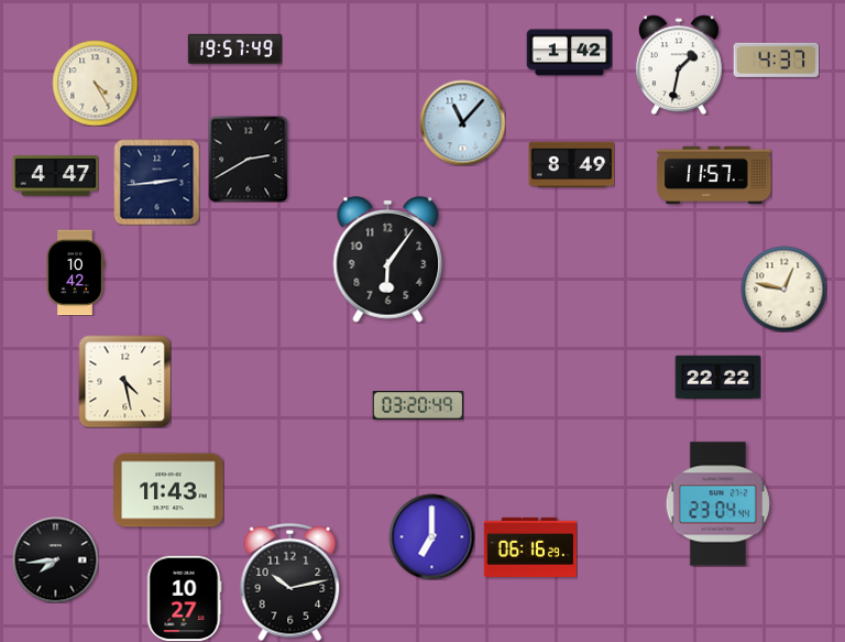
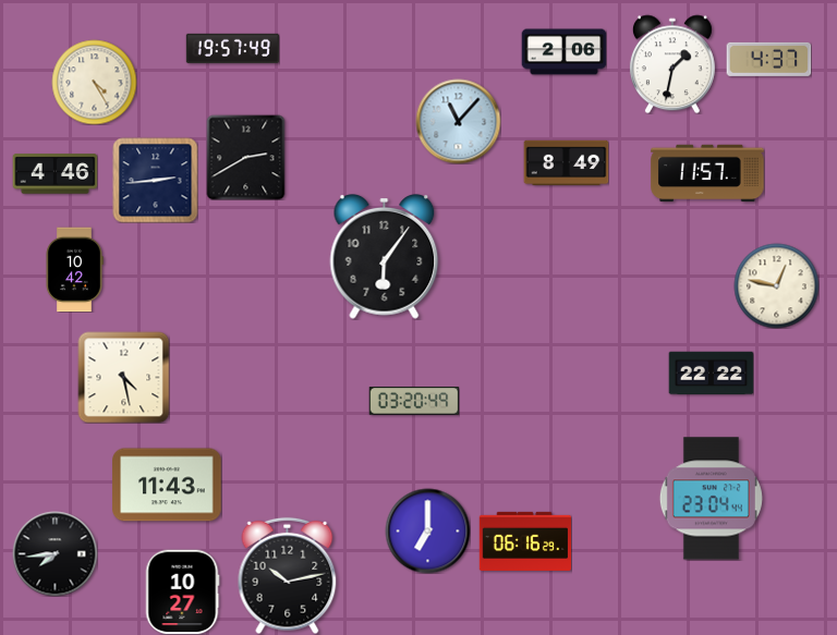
clock at (569, 53): 1:42 -> 2:06
clock at (55, 176): 4:47 -> 4:46
